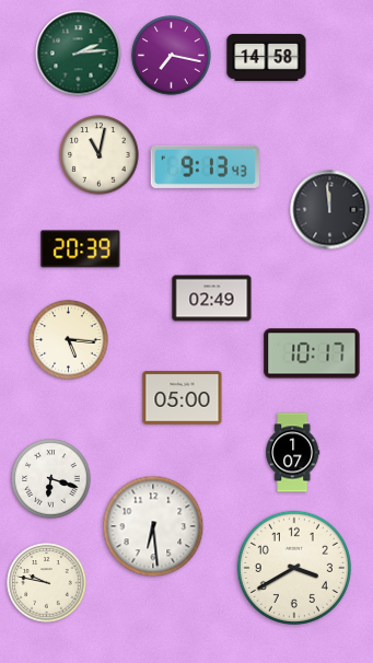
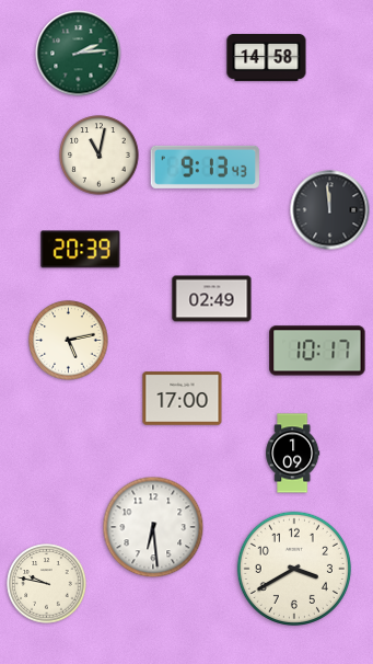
clock at (172, 56): 7:17 -> none
clock at (69, 340): 5:16 -> 5:13
clock at (312, 353) position: (312, 353) -> (317, 351)
clock at (183, 398): 05:00 -> 17:00
clock at (293, 453): 1:07 -> 1:09
clock at (51, 479): 6:18 -> none
